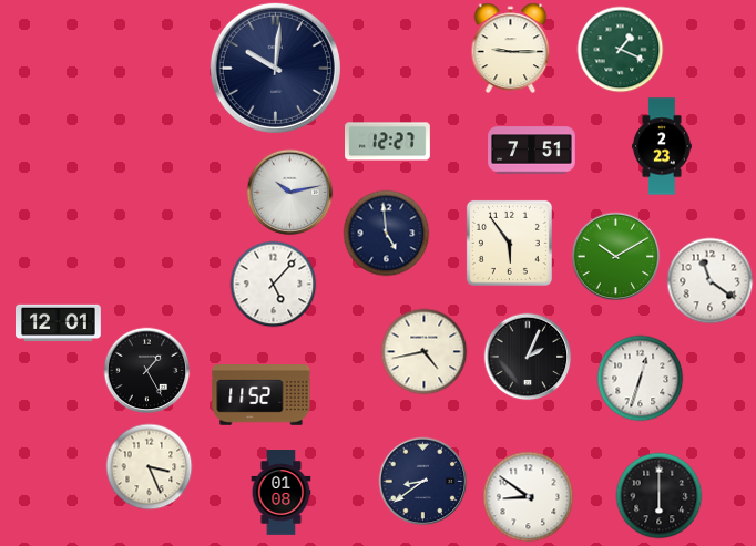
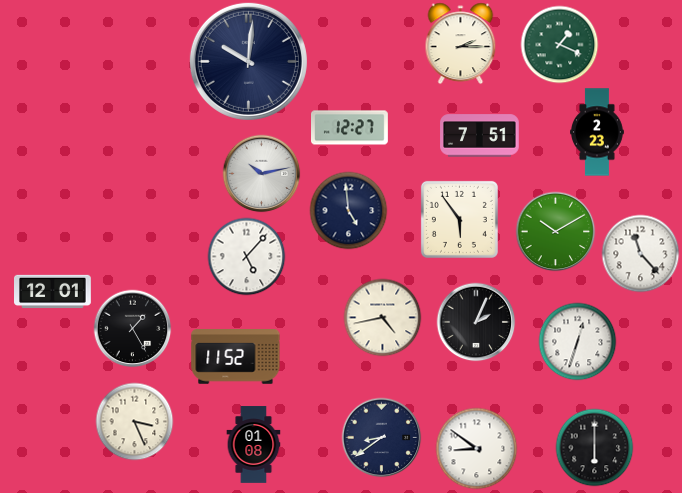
clock at (511, 48): 9:15 -> 2:15
clock at (709, 280): 11:21 -> 11:23
clock at (146, 370) position: (146, 370) -> (132, 328)
clock at (422, 481) position: (422, 481) -> (381, 437)
